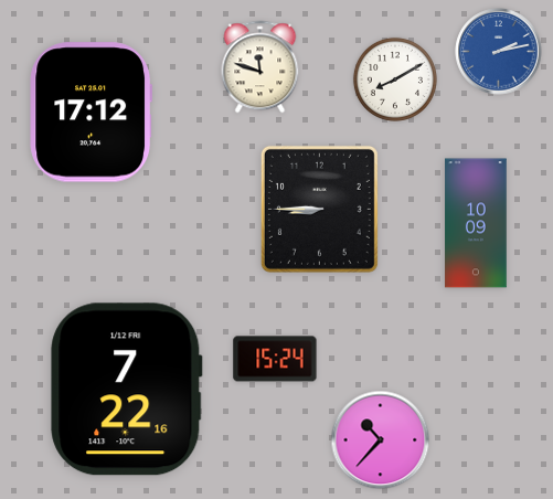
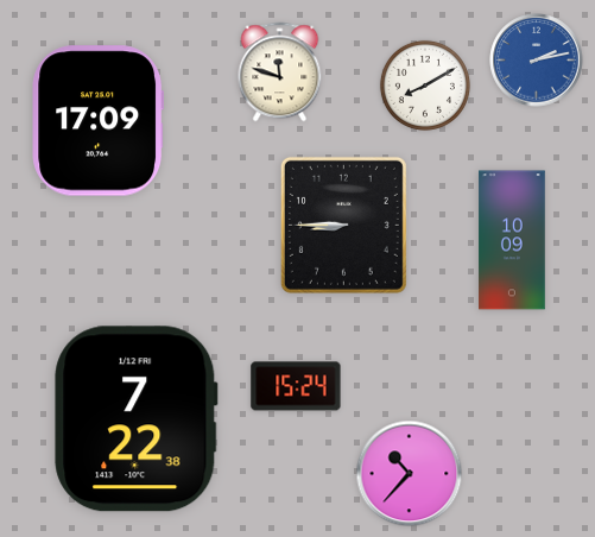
clock at (499, 52) position: (499, 52) -> (537, 61)
clock at (91, 113): 17:12 -> 17:09
clock at (127, 390): 7:22:16 -> 7:22:38
